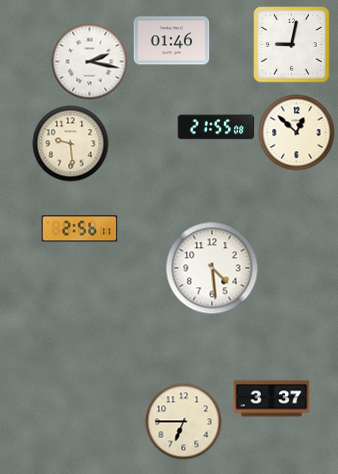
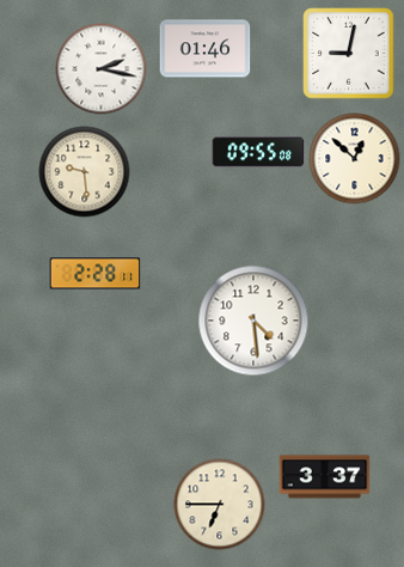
clock at (90, 62) position: (90, 62) -> (102, 69)
clock at (216, 127): 21:55 -> 09:55
clock at (80, 229): 2:56 -> 2:28
